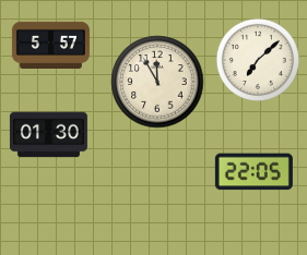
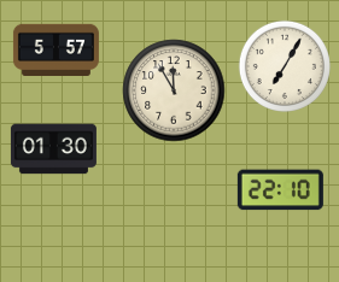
clock at (258, 60): 7:08 -> 7:05
clock at (253, 172): 22:05 -> 22:10
